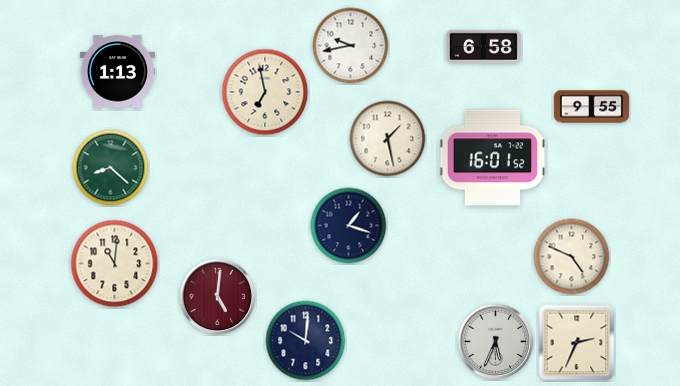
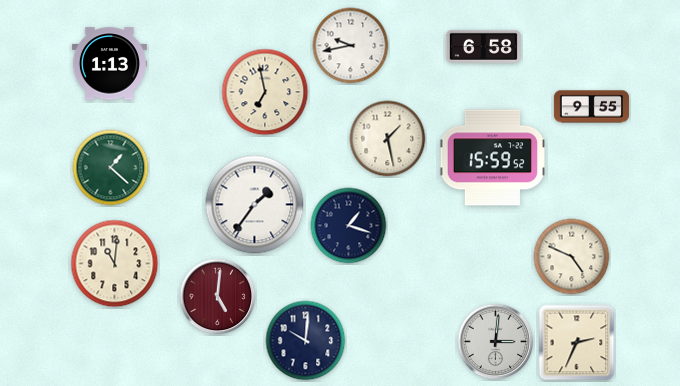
clock at (117, 72) position: (117, 72) -> (109, 64)
clock at (492, 158): 16:01 -> 15:59
clock at (111, 168): 8:22 -> 1:22
clock at (255, 205): none -> 1:36
clock at (496, 342): 5:34 -> 3:01
